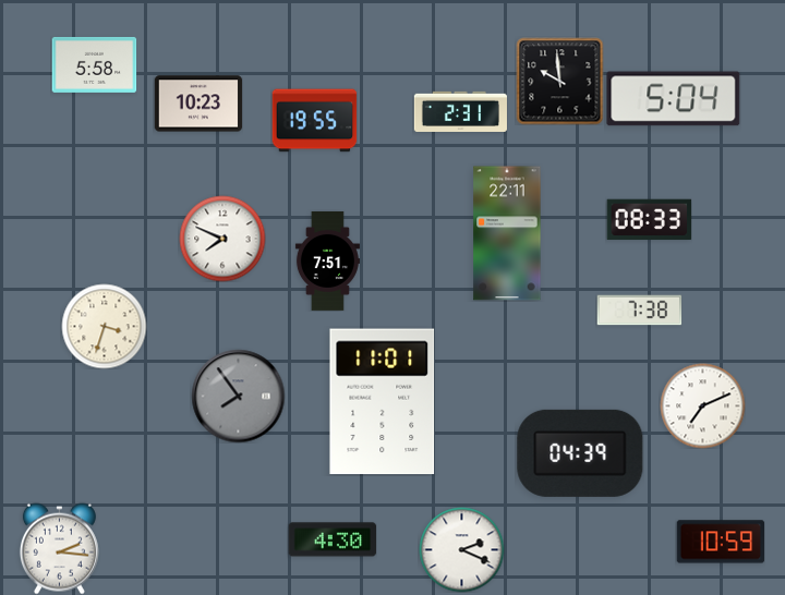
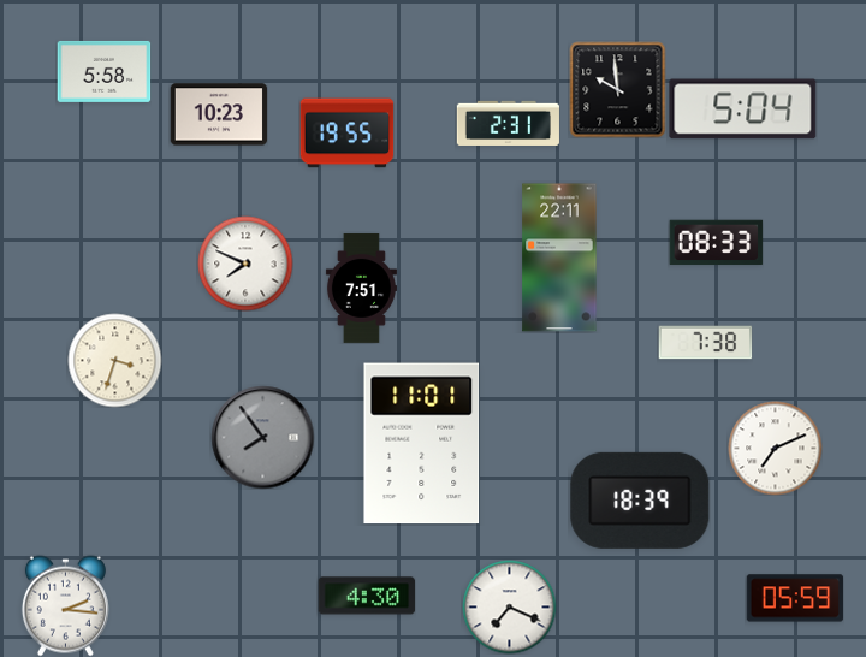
clock at (580, 453): 04:39 -> 18:39
clock at (721, 542): 10:59 -> 05:59
clock at (461, 549): 2:19 -> 7:19
